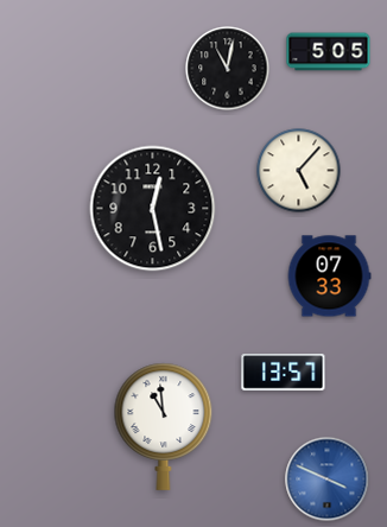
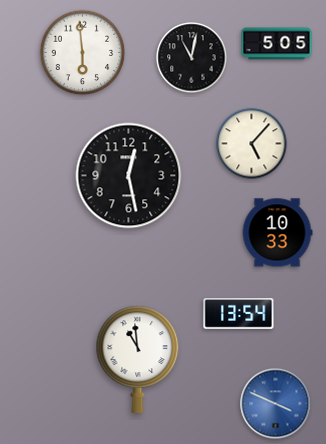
clock at (83, 53): none -> 5:59
clock at (329, 277): 07:33 -> 10:33
clock at (284, 373): 13:57 -> 13:54
